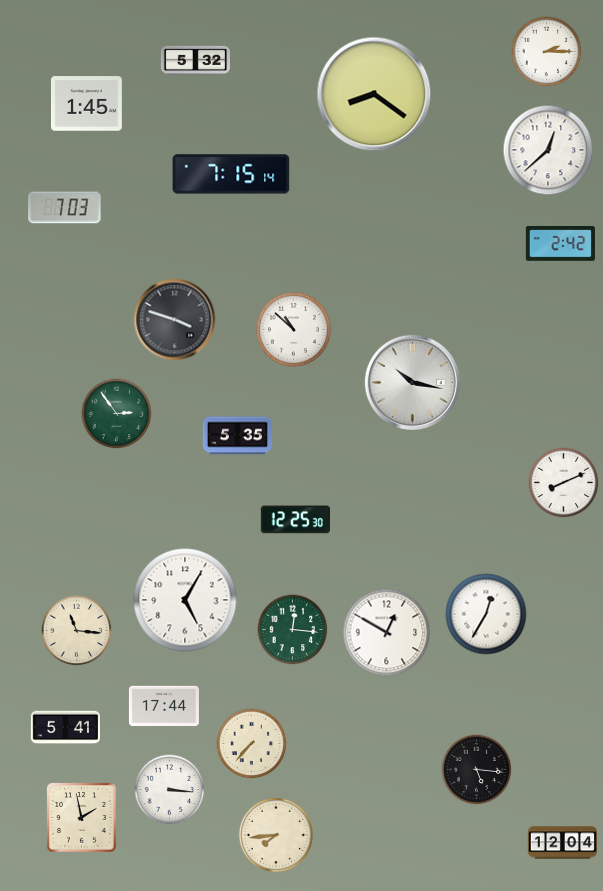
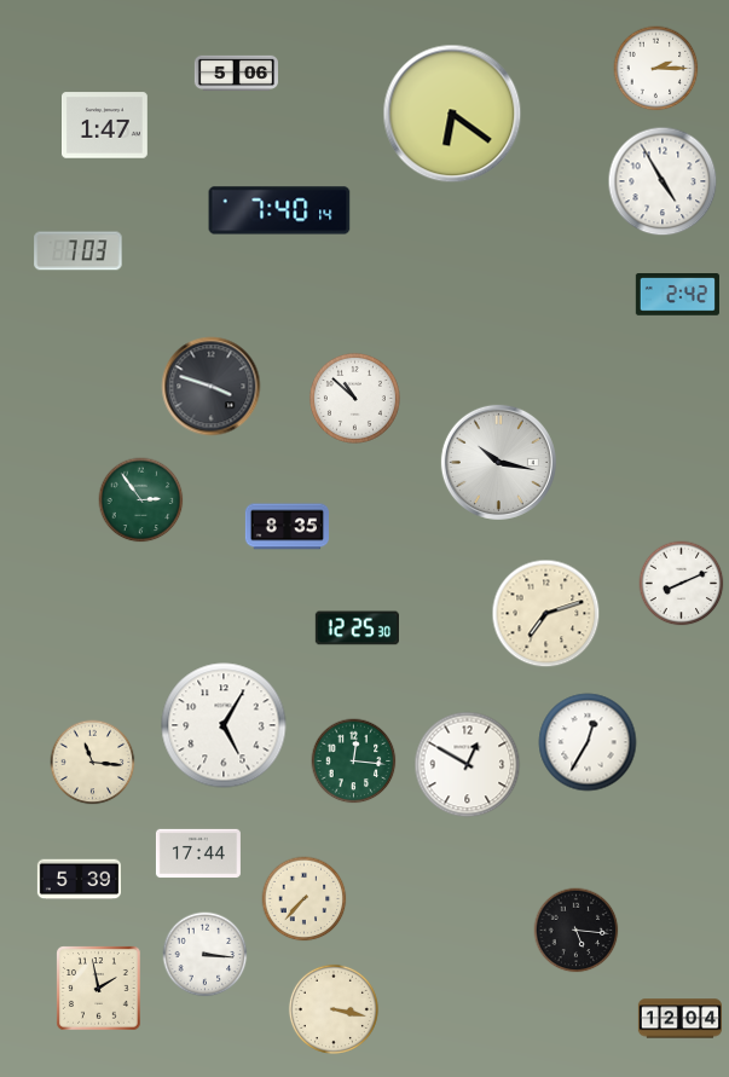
clock at (547, 52) position: (547, 52) -> (656, 69)
clock at (195, 61): 5:32 -> 5:06
clock at (374, 94): 8:21 -> 6:21
clock at (87, 104): 1:45 -> 1:47
clock at (548, 150): 12:38 -> 4:55
clock at (231, 174): 7:15 -> 7:40
clock at (237, 436): 5:35 -> 8:35
clock at (546, 614): none -> 7:12
clock at (65, 728): 5:41 -> 5:39
clock at (276, 835): 7:44 -> 3:17
